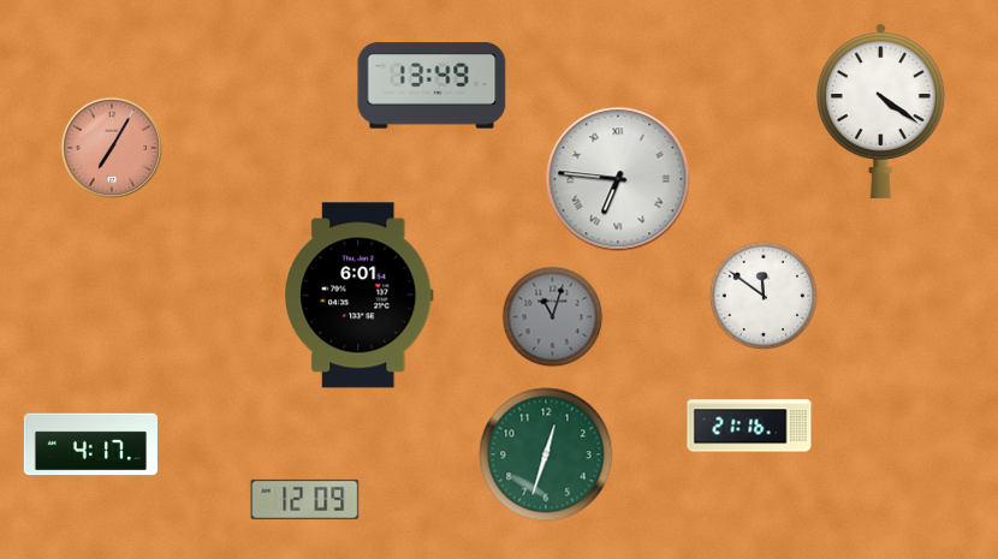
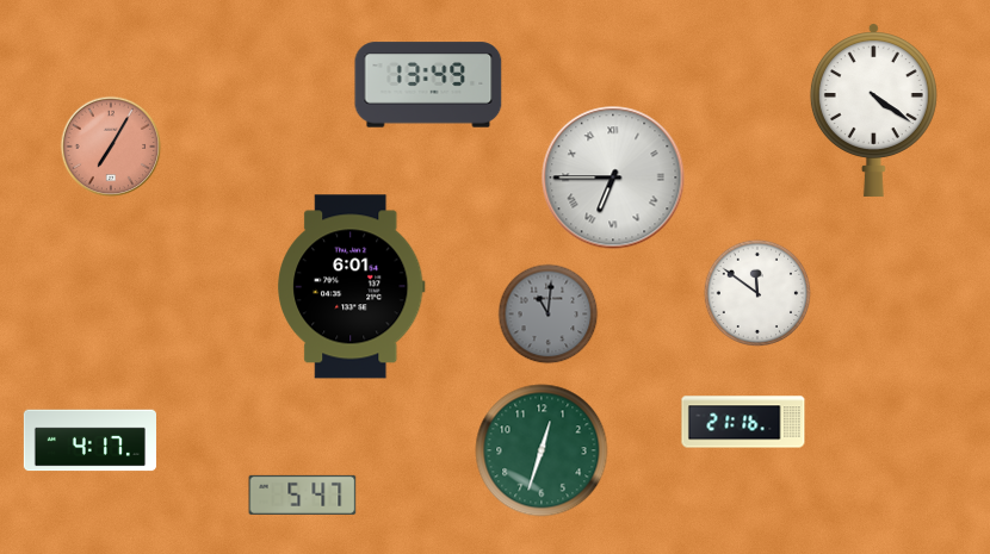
clock at (618, 179): 6:46 -> 6:45
clock at (360, 296) position: (360, 296) -> (352, 287)
clock at (553, 317): 11:03 -> 11:01
clock at (305, 499): 12:09 -> 5:47
